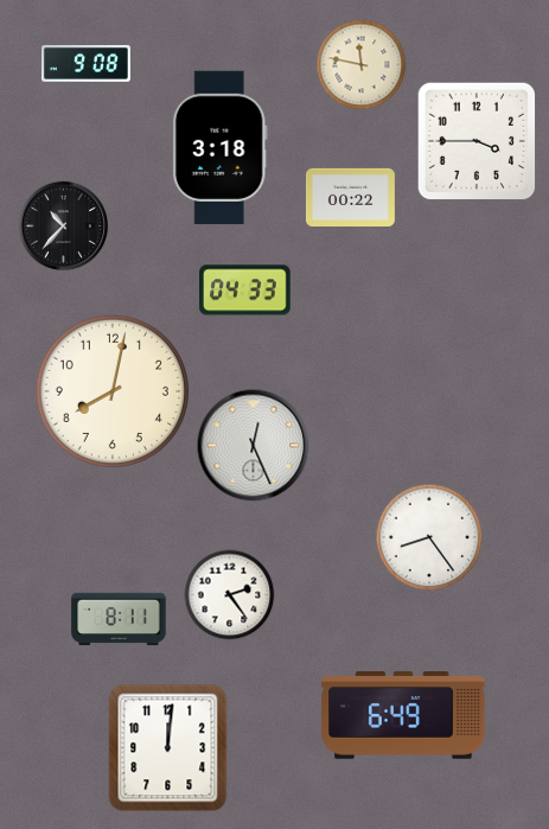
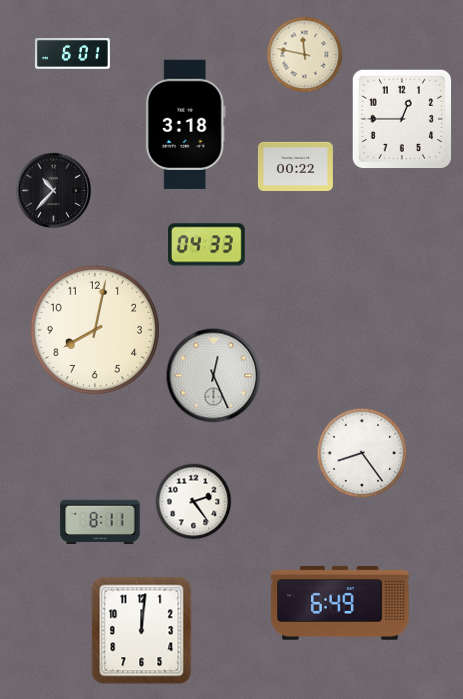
clock at (85, 64): 9:08 -> 6:01
clock at (477, 141): 3:45 -> 12:45
